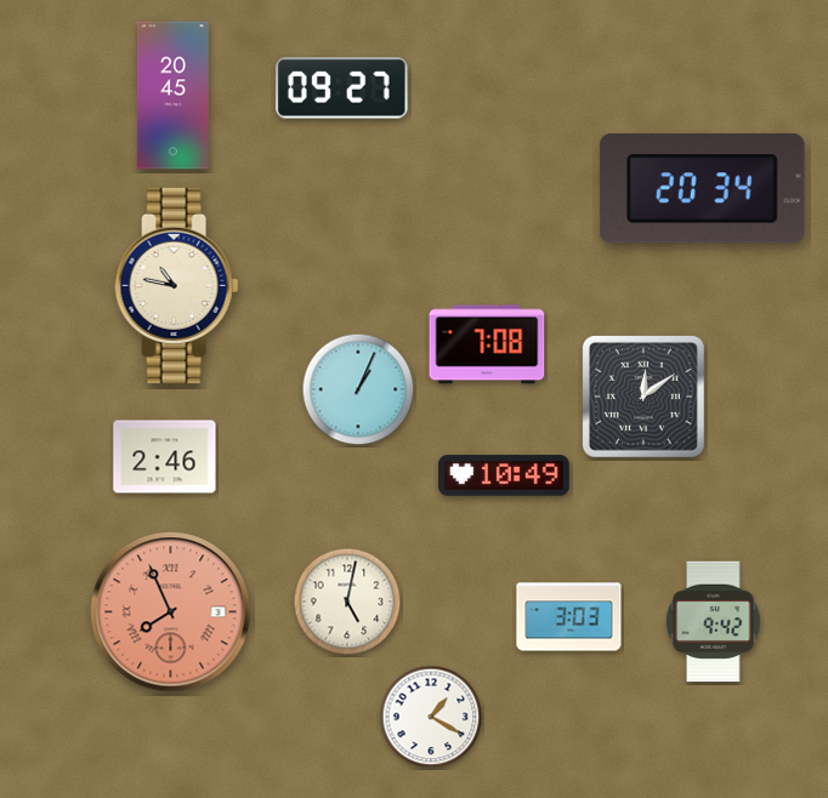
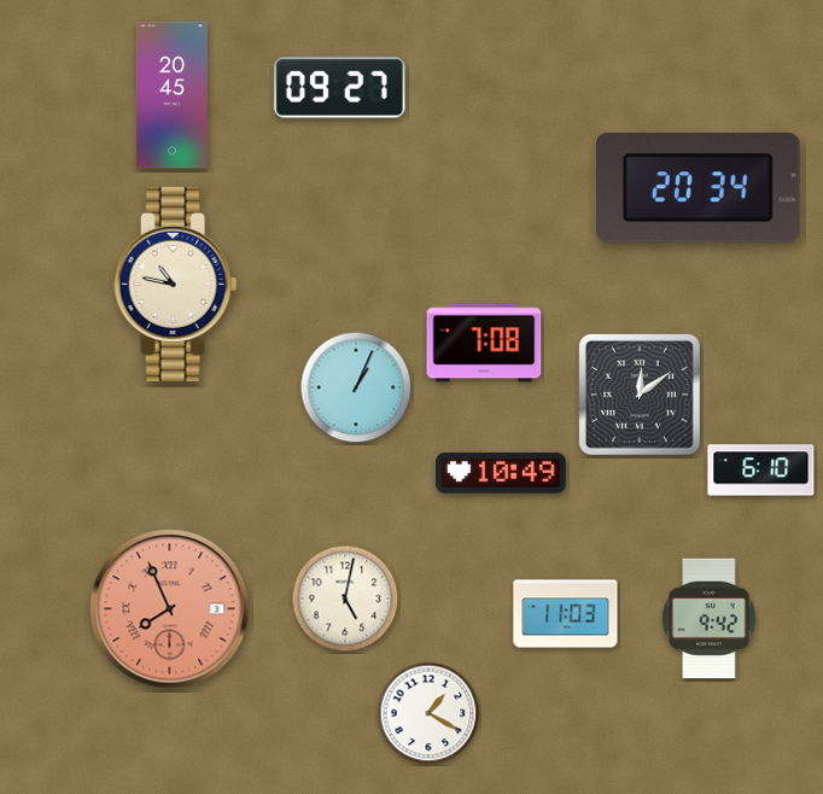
clock at (165, 457): 2:46 -> none
clock at (761, 471): none -> 6:10
clock at (569, 617): 3:03 -> 11:03
